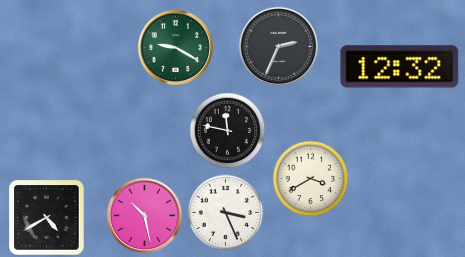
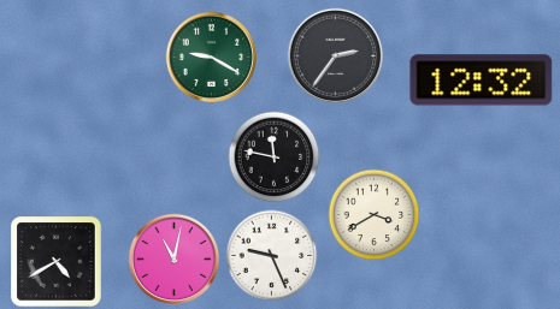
clock at (279, 47): 2:34 -> 2:36
clock at (226, 213): 3:26 -> 9:26
clock at (144, 215): 10:28 -> 11:02
